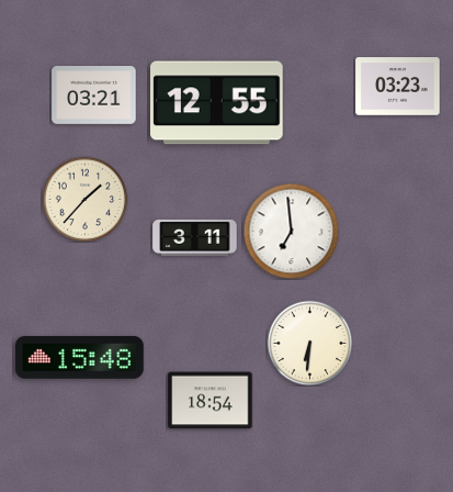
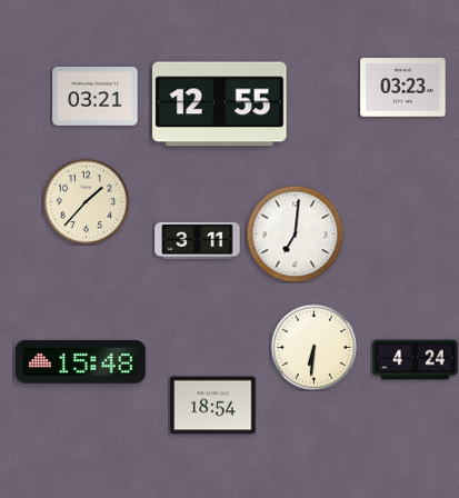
clock at (291, 231): 6:59 -> 7:01
clock at (416, 360): none -> 4:24
